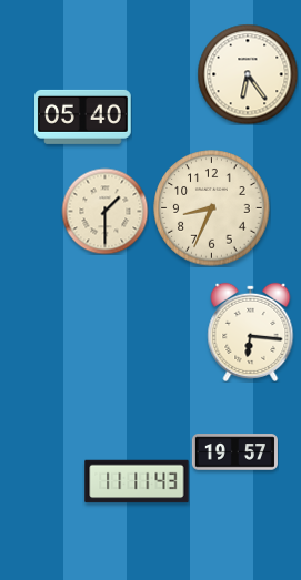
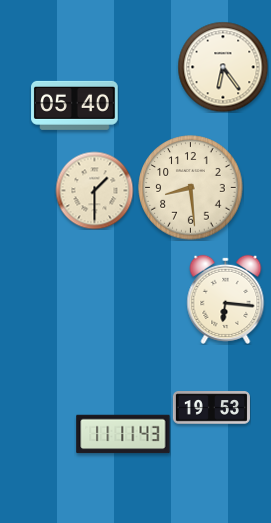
clock at (212, 208): 8:34 -> 8:29
clock at (234, 452): 19:57 -> 19:53
